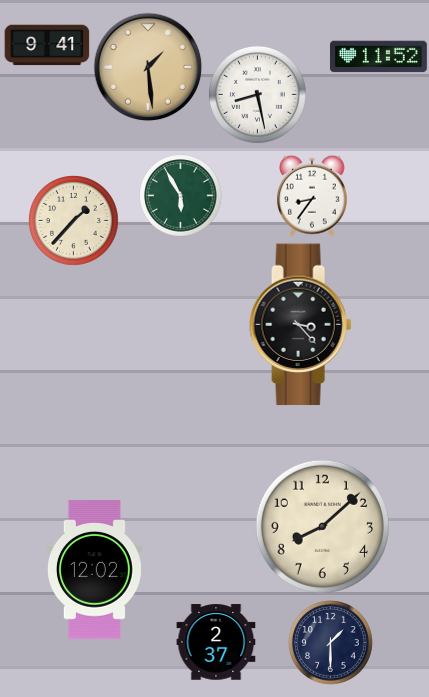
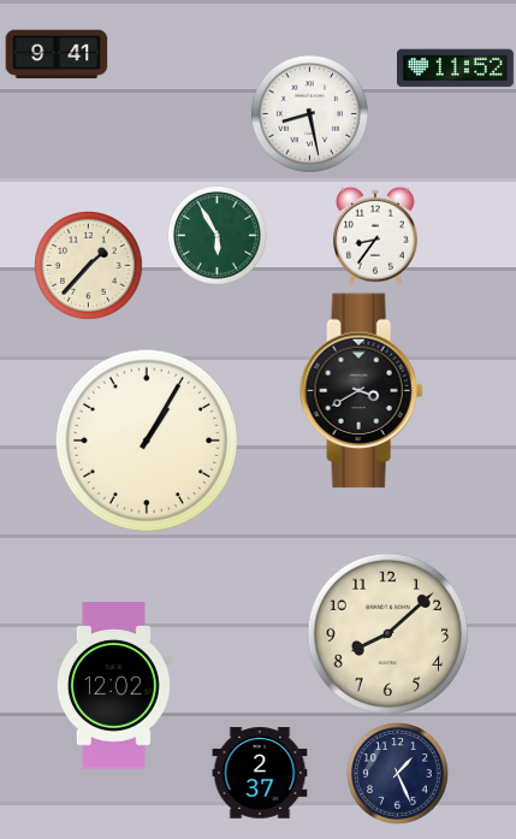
clock at (148, 67): 1:29 -> none
clock at (301, 325): 3:23 -> 3:40
clock at (147, 441): none -> 1:05
clock at (331, 643): 1:30 -> 1:26
